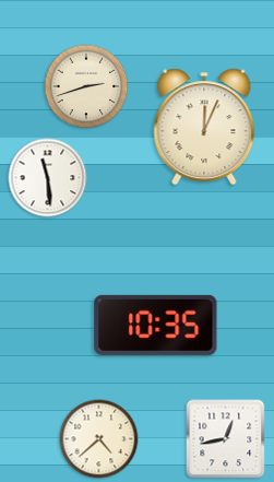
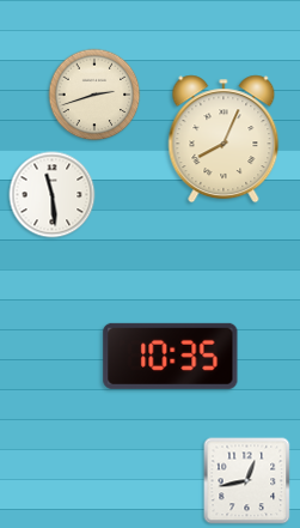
clock at (204, 127): 12:04 -> 8:04
clock at (99, 439): 4:38 -> none
